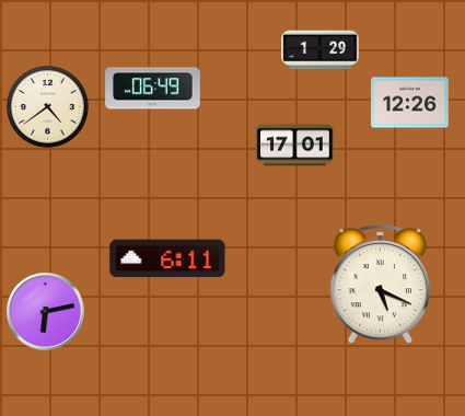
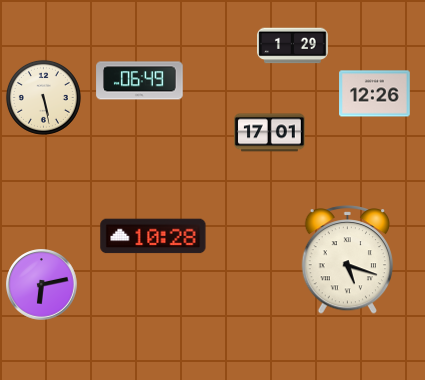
clock at (47, 106): 4:39 -> 5:28
clock at (167, 258): 6:11 -> 10:28
clock at (381, 285): 5:19 -> 5:18
